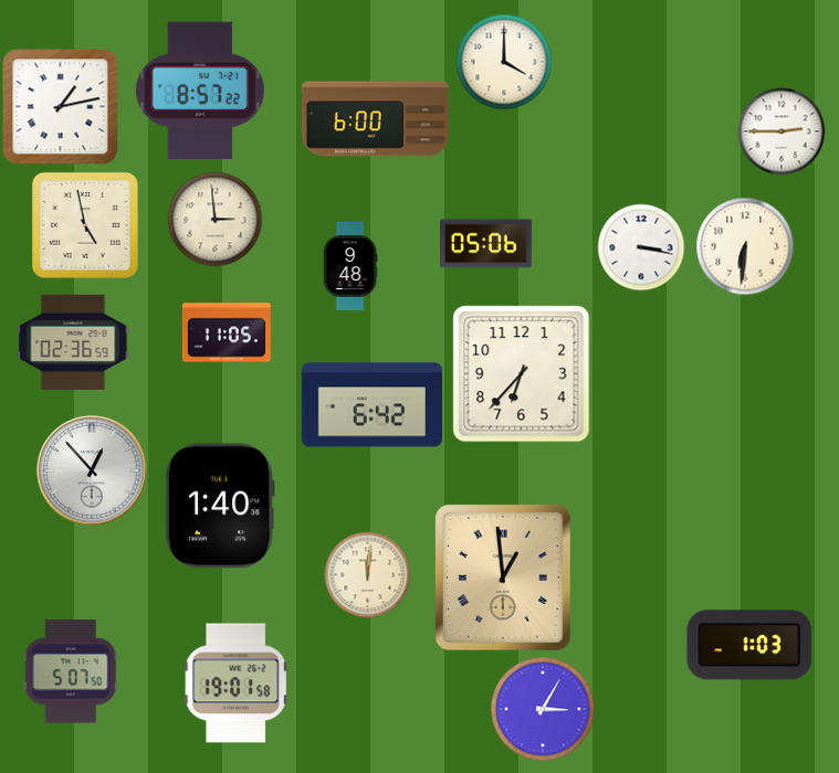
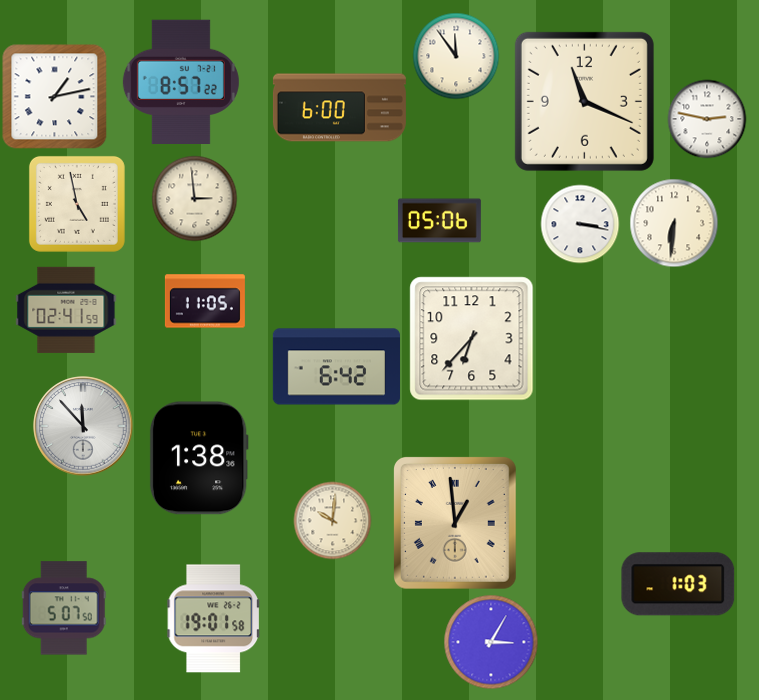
clock at (504, 62): 4:00 -> 11:54
clock at (584, 101): none -> 11:19
clock at (782, 131): 2:45 -> 2:47
clock at (350, 266): 9:48 -> none
clock at (73, 342): 02:36 -> 02:41
clock at (92, 470): 12:53 -> 11:53
clock at (220, 506): 1:40 -> 1:38
clock at (367, 574): 12:01 -> 10:01
